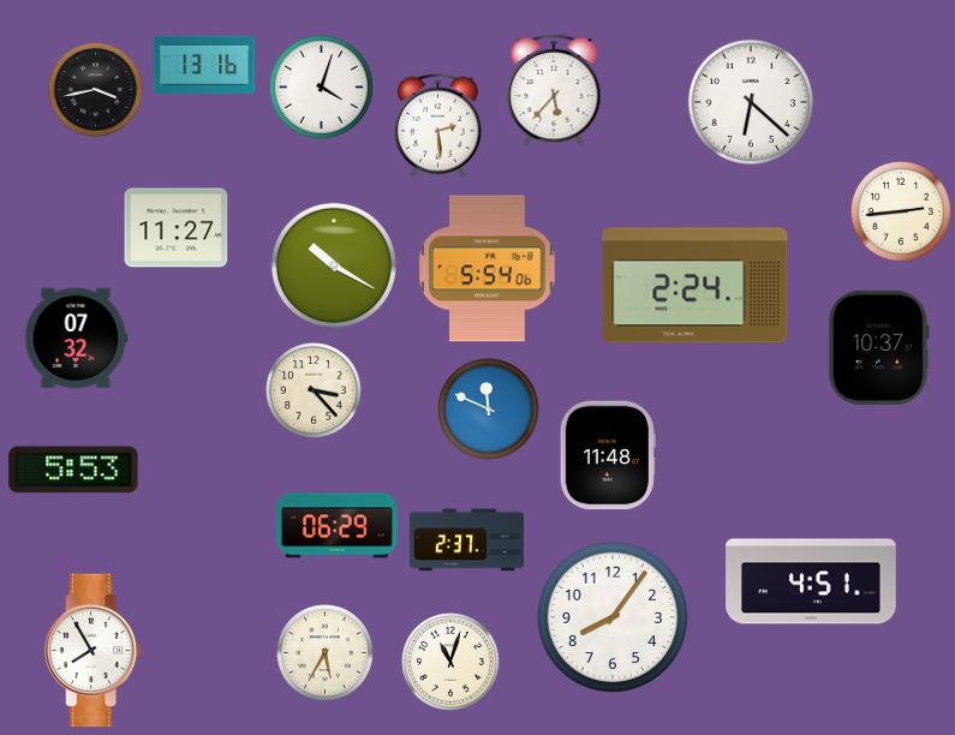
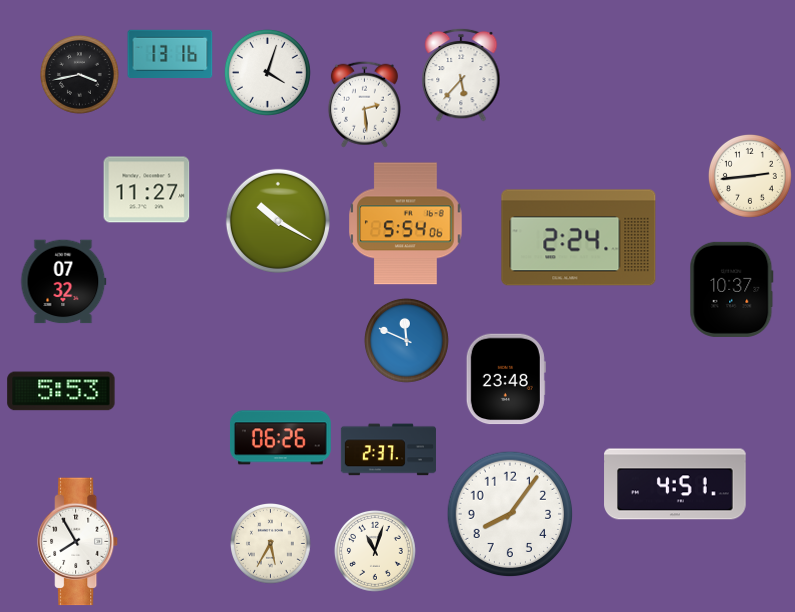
clock at (751, 102): 6:22 -> none
clock at (315, 392): 3:23 -> none
clock at (608, 455): 11:48 -> 23:48
clock at (336, 526): 06:29 -> 06:26
